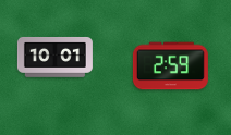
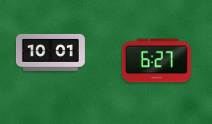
clock at (170, 66): 2:59 -> 6:27
